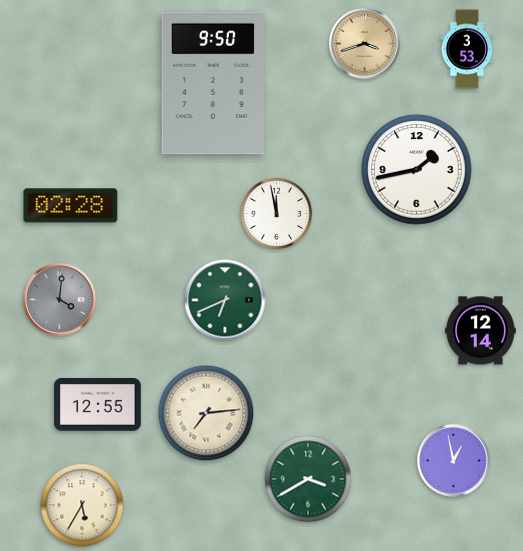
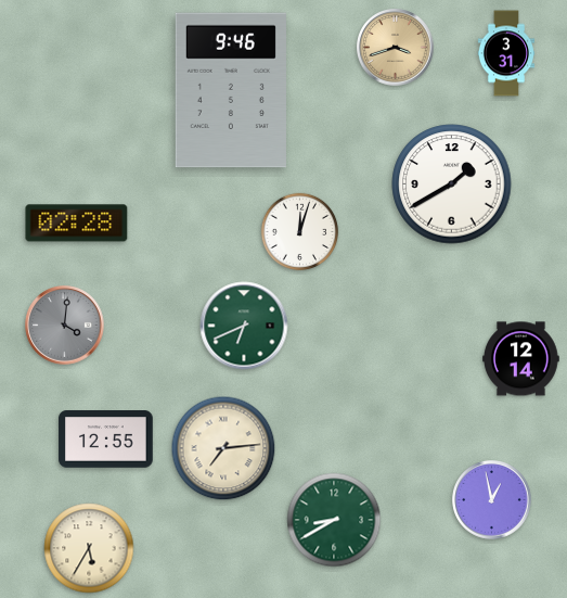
clock at (467, 49): 3:53 -> 3:31
clock at (213, 83): 9:50 -> 9:46
clock at (417, 170): 1:43 -> 1:40
clock at (277, 214): 11:58 -> 12:03
clock at (308, 479): 3:40 -> 8:40
